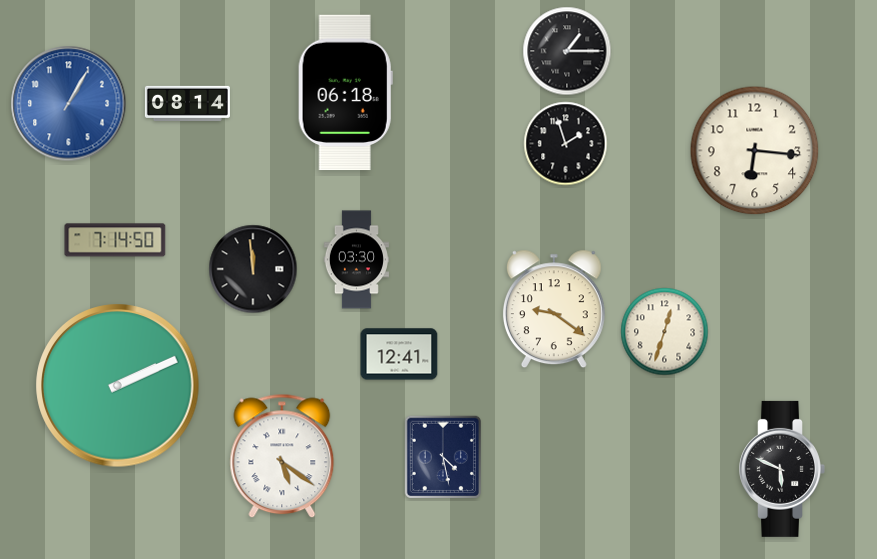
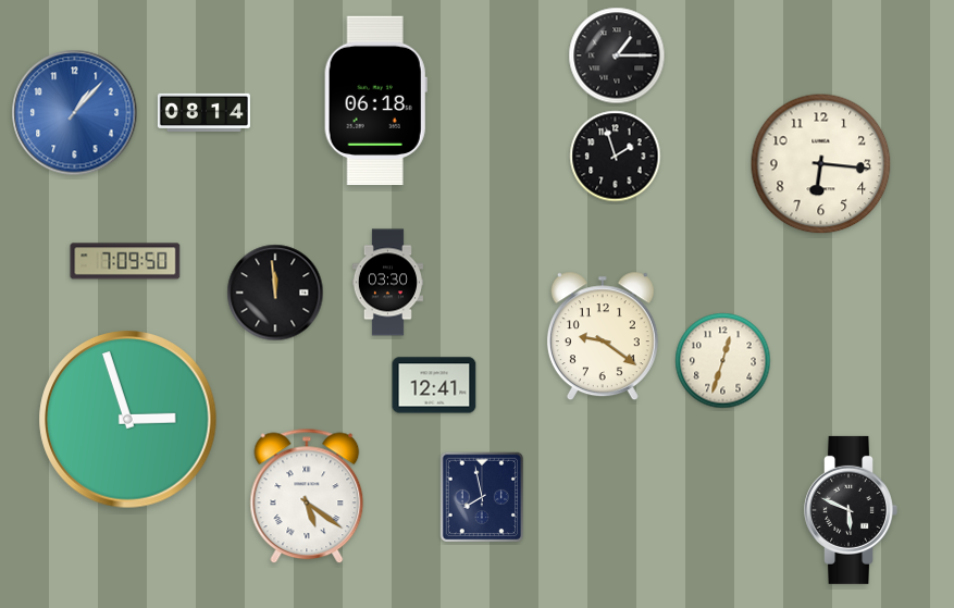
clock at (69, 104): 1:05 -> 1:07
clock at (115, 240): 7:14 -> 7:09
clock at (118, 386): 2:11 -> 2:57
clock at (442, 456): 4:28 -> 7:58
